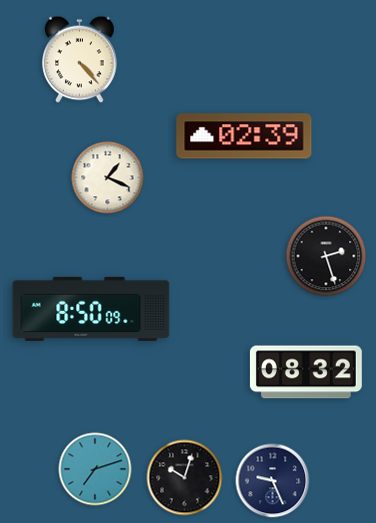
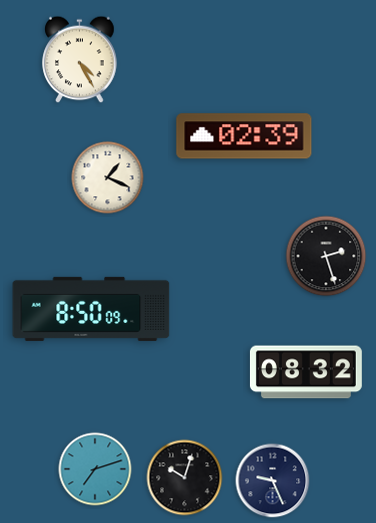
clock at (80, 60): 4:23 -> 4:25
